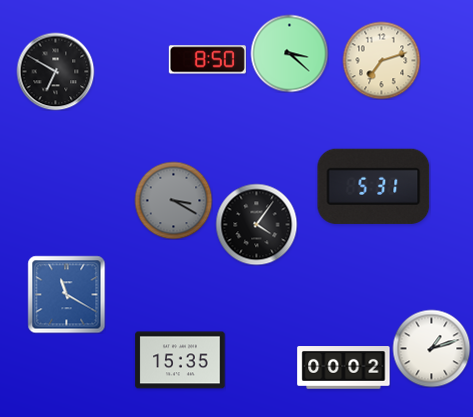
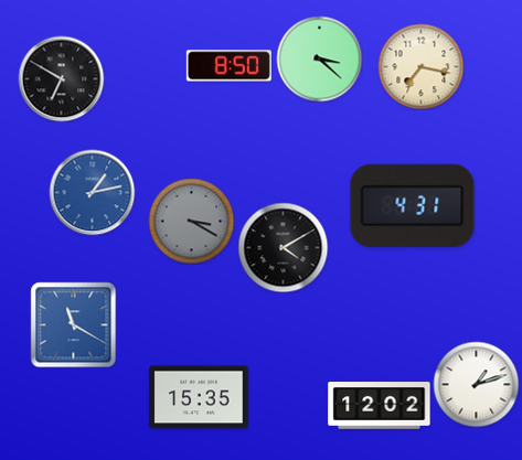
clock at (381, 60): 7:12 -> 7:17
clock at (92, 192): none -> 1:13
clock at (374, 186): 5:31 -> 4:31
clock at (256, 224): 4:06 -> 4:10
clock at (344, 368): 00:02 -> 12:02
